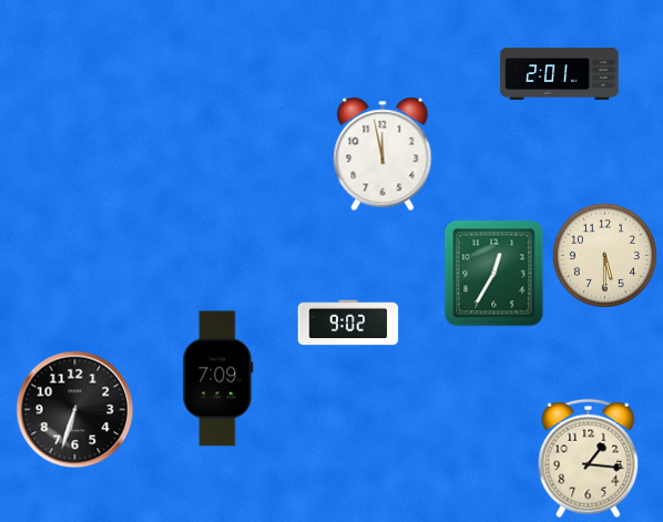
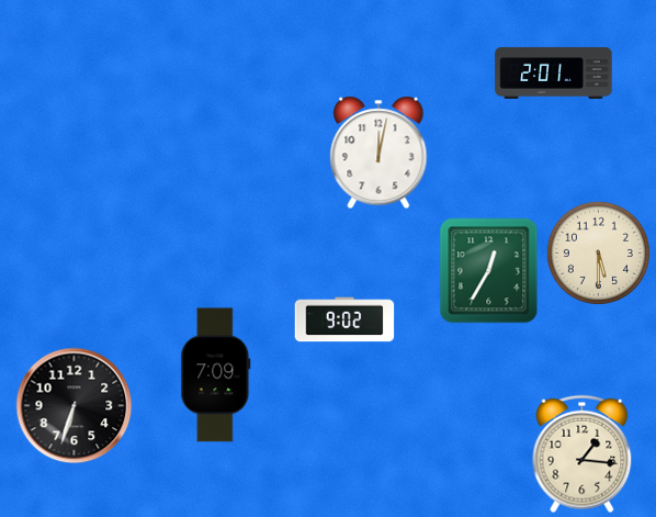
clock at (382, 154): 11:58 -> 12:02
